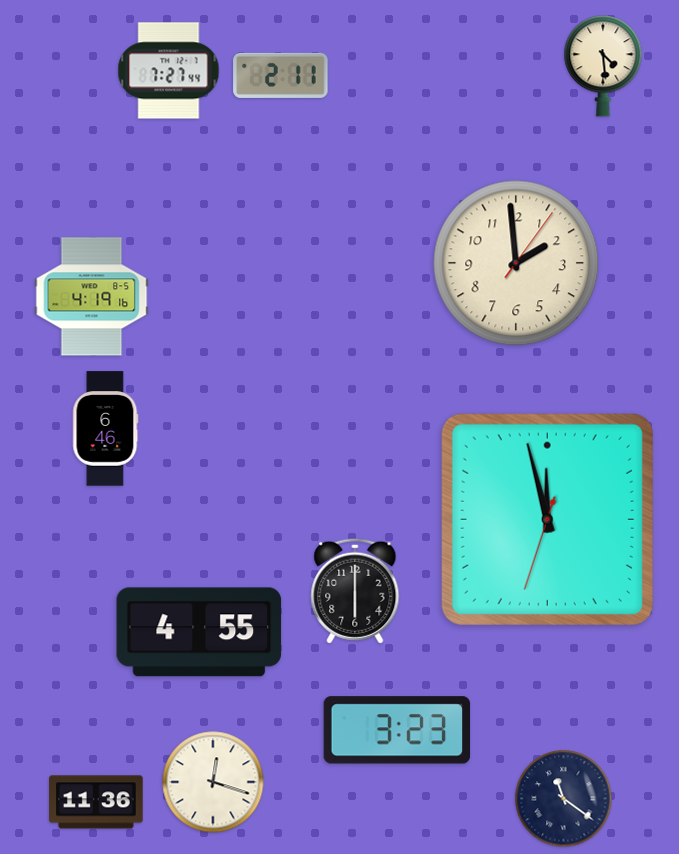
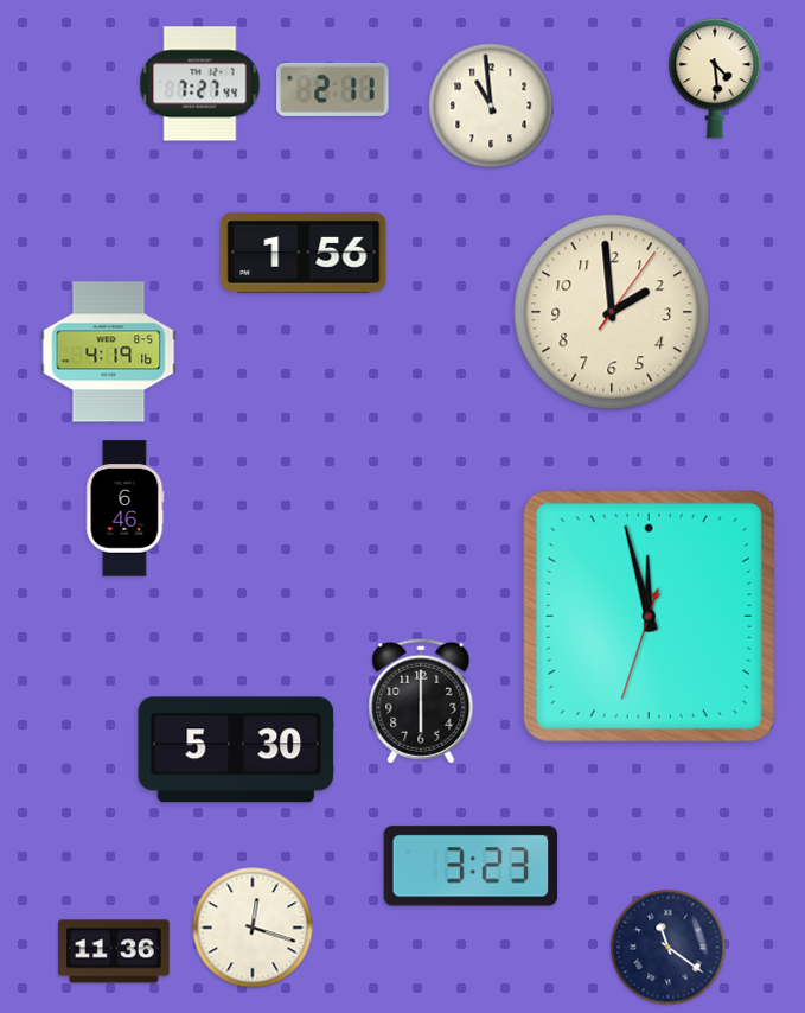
clock at (491, 106): none -> 10:59
clock at (304, 253): none -> 1:56
clock at (199, 632): 4:55 -> 5:30
